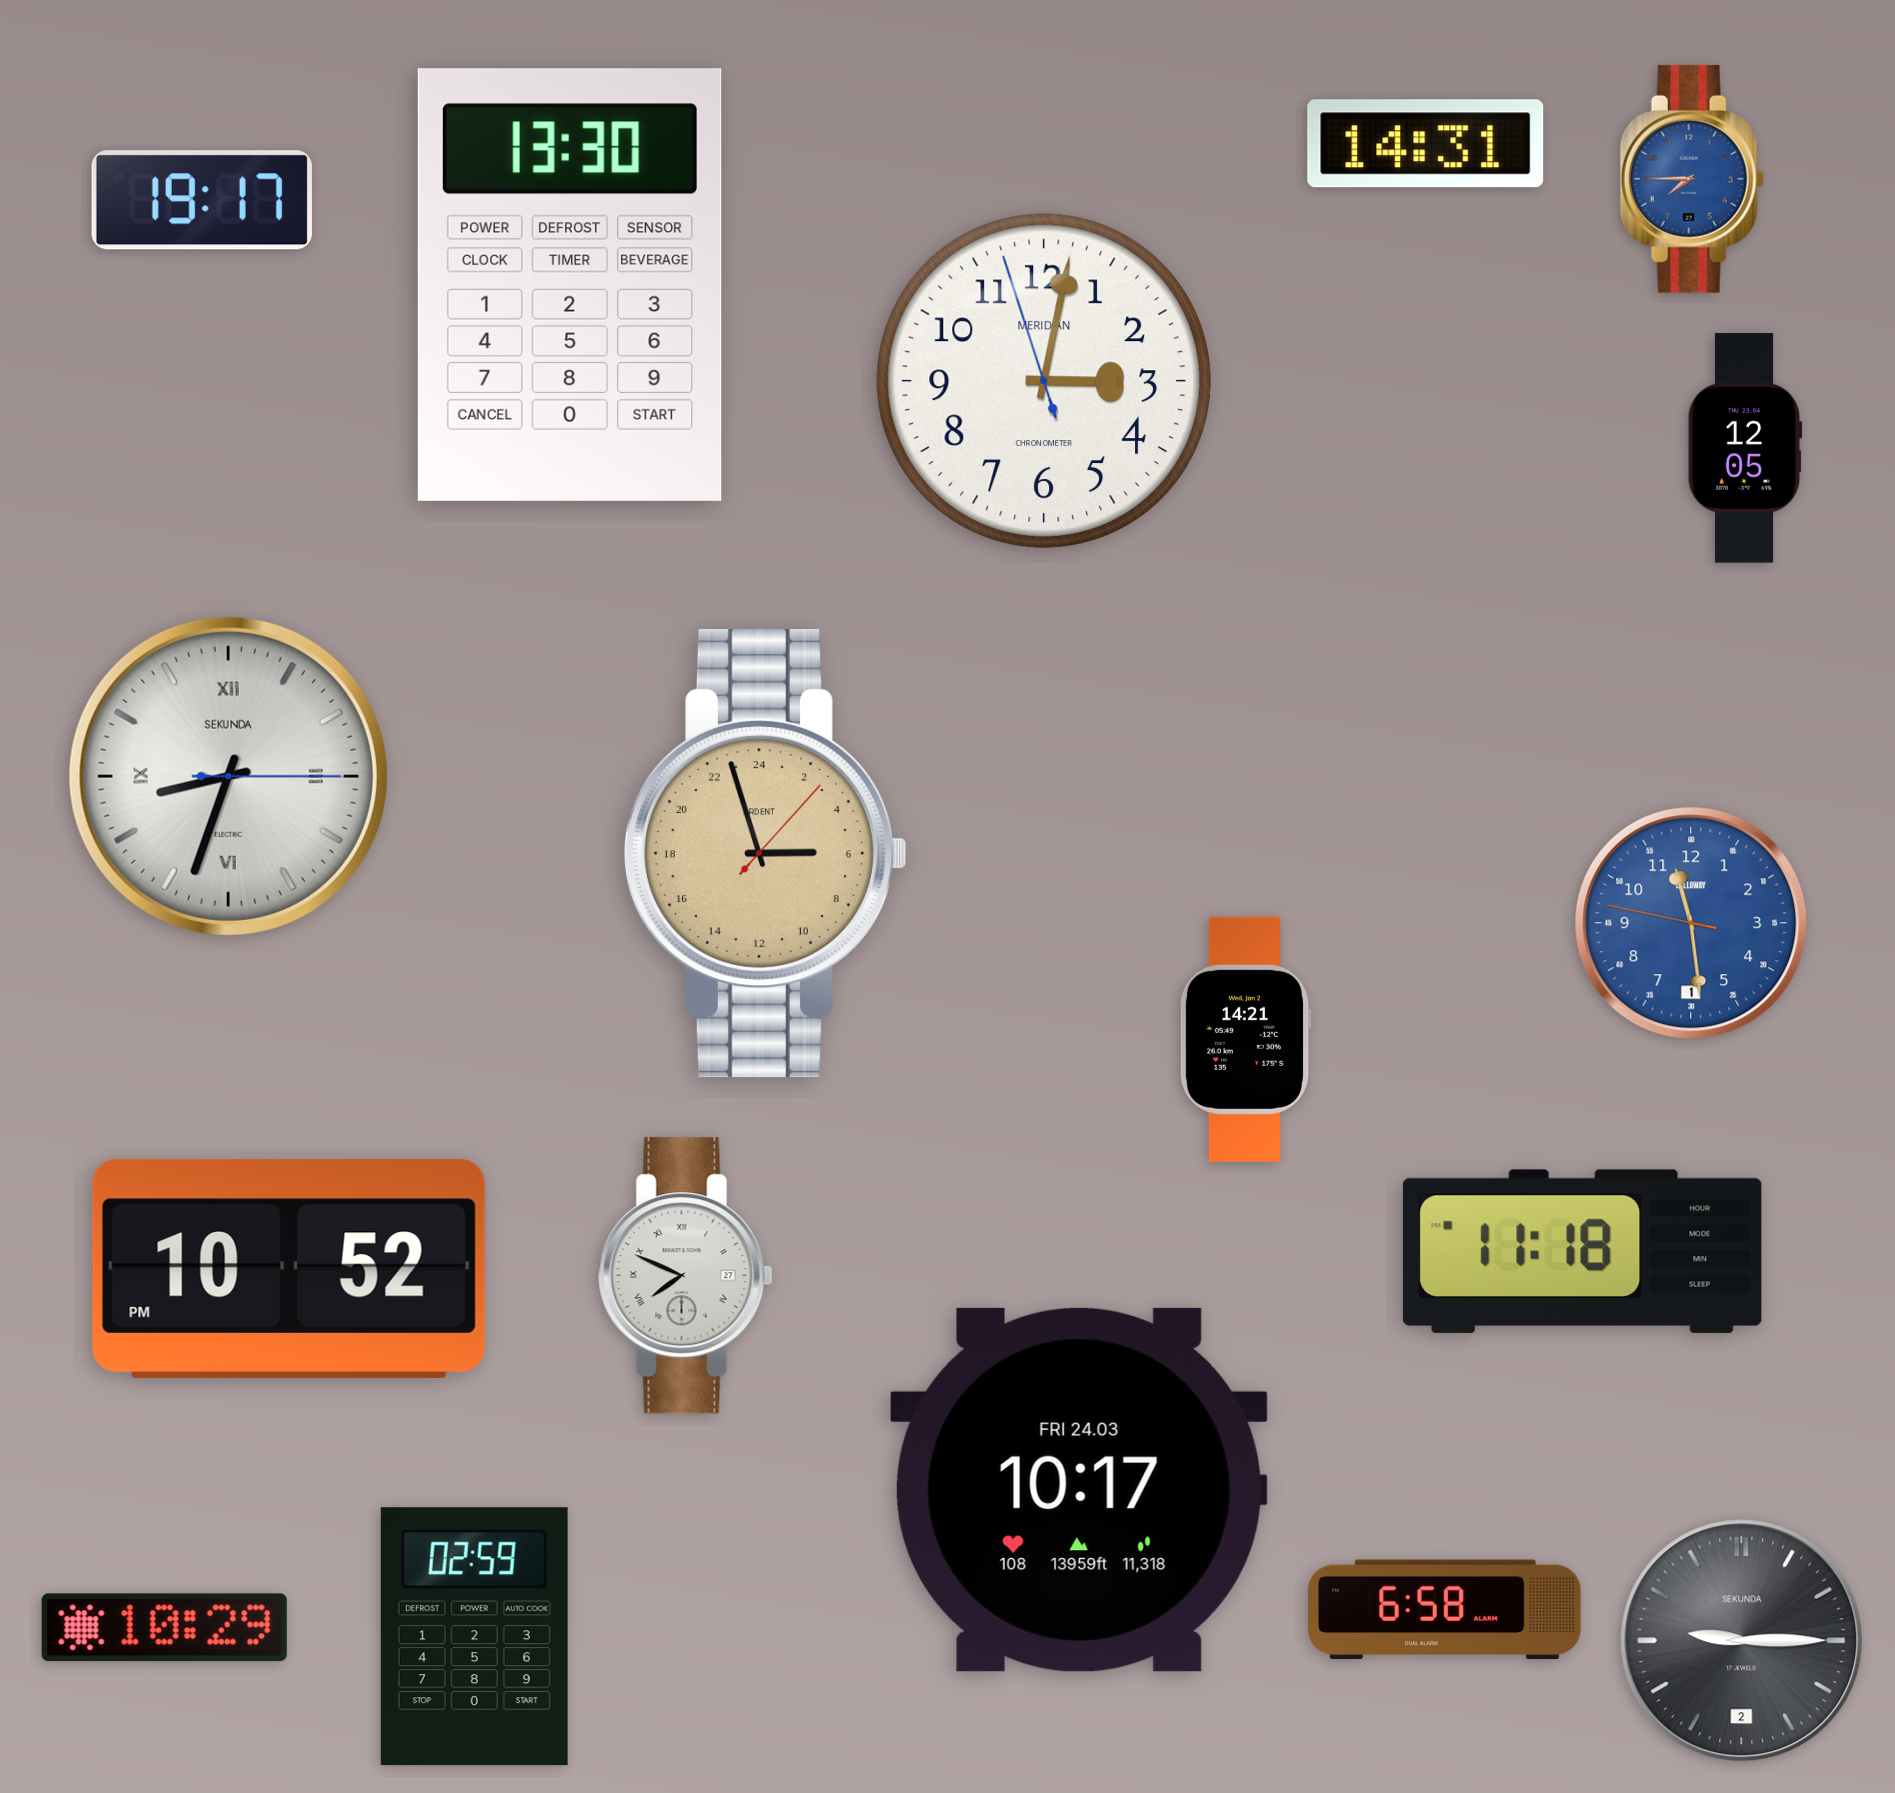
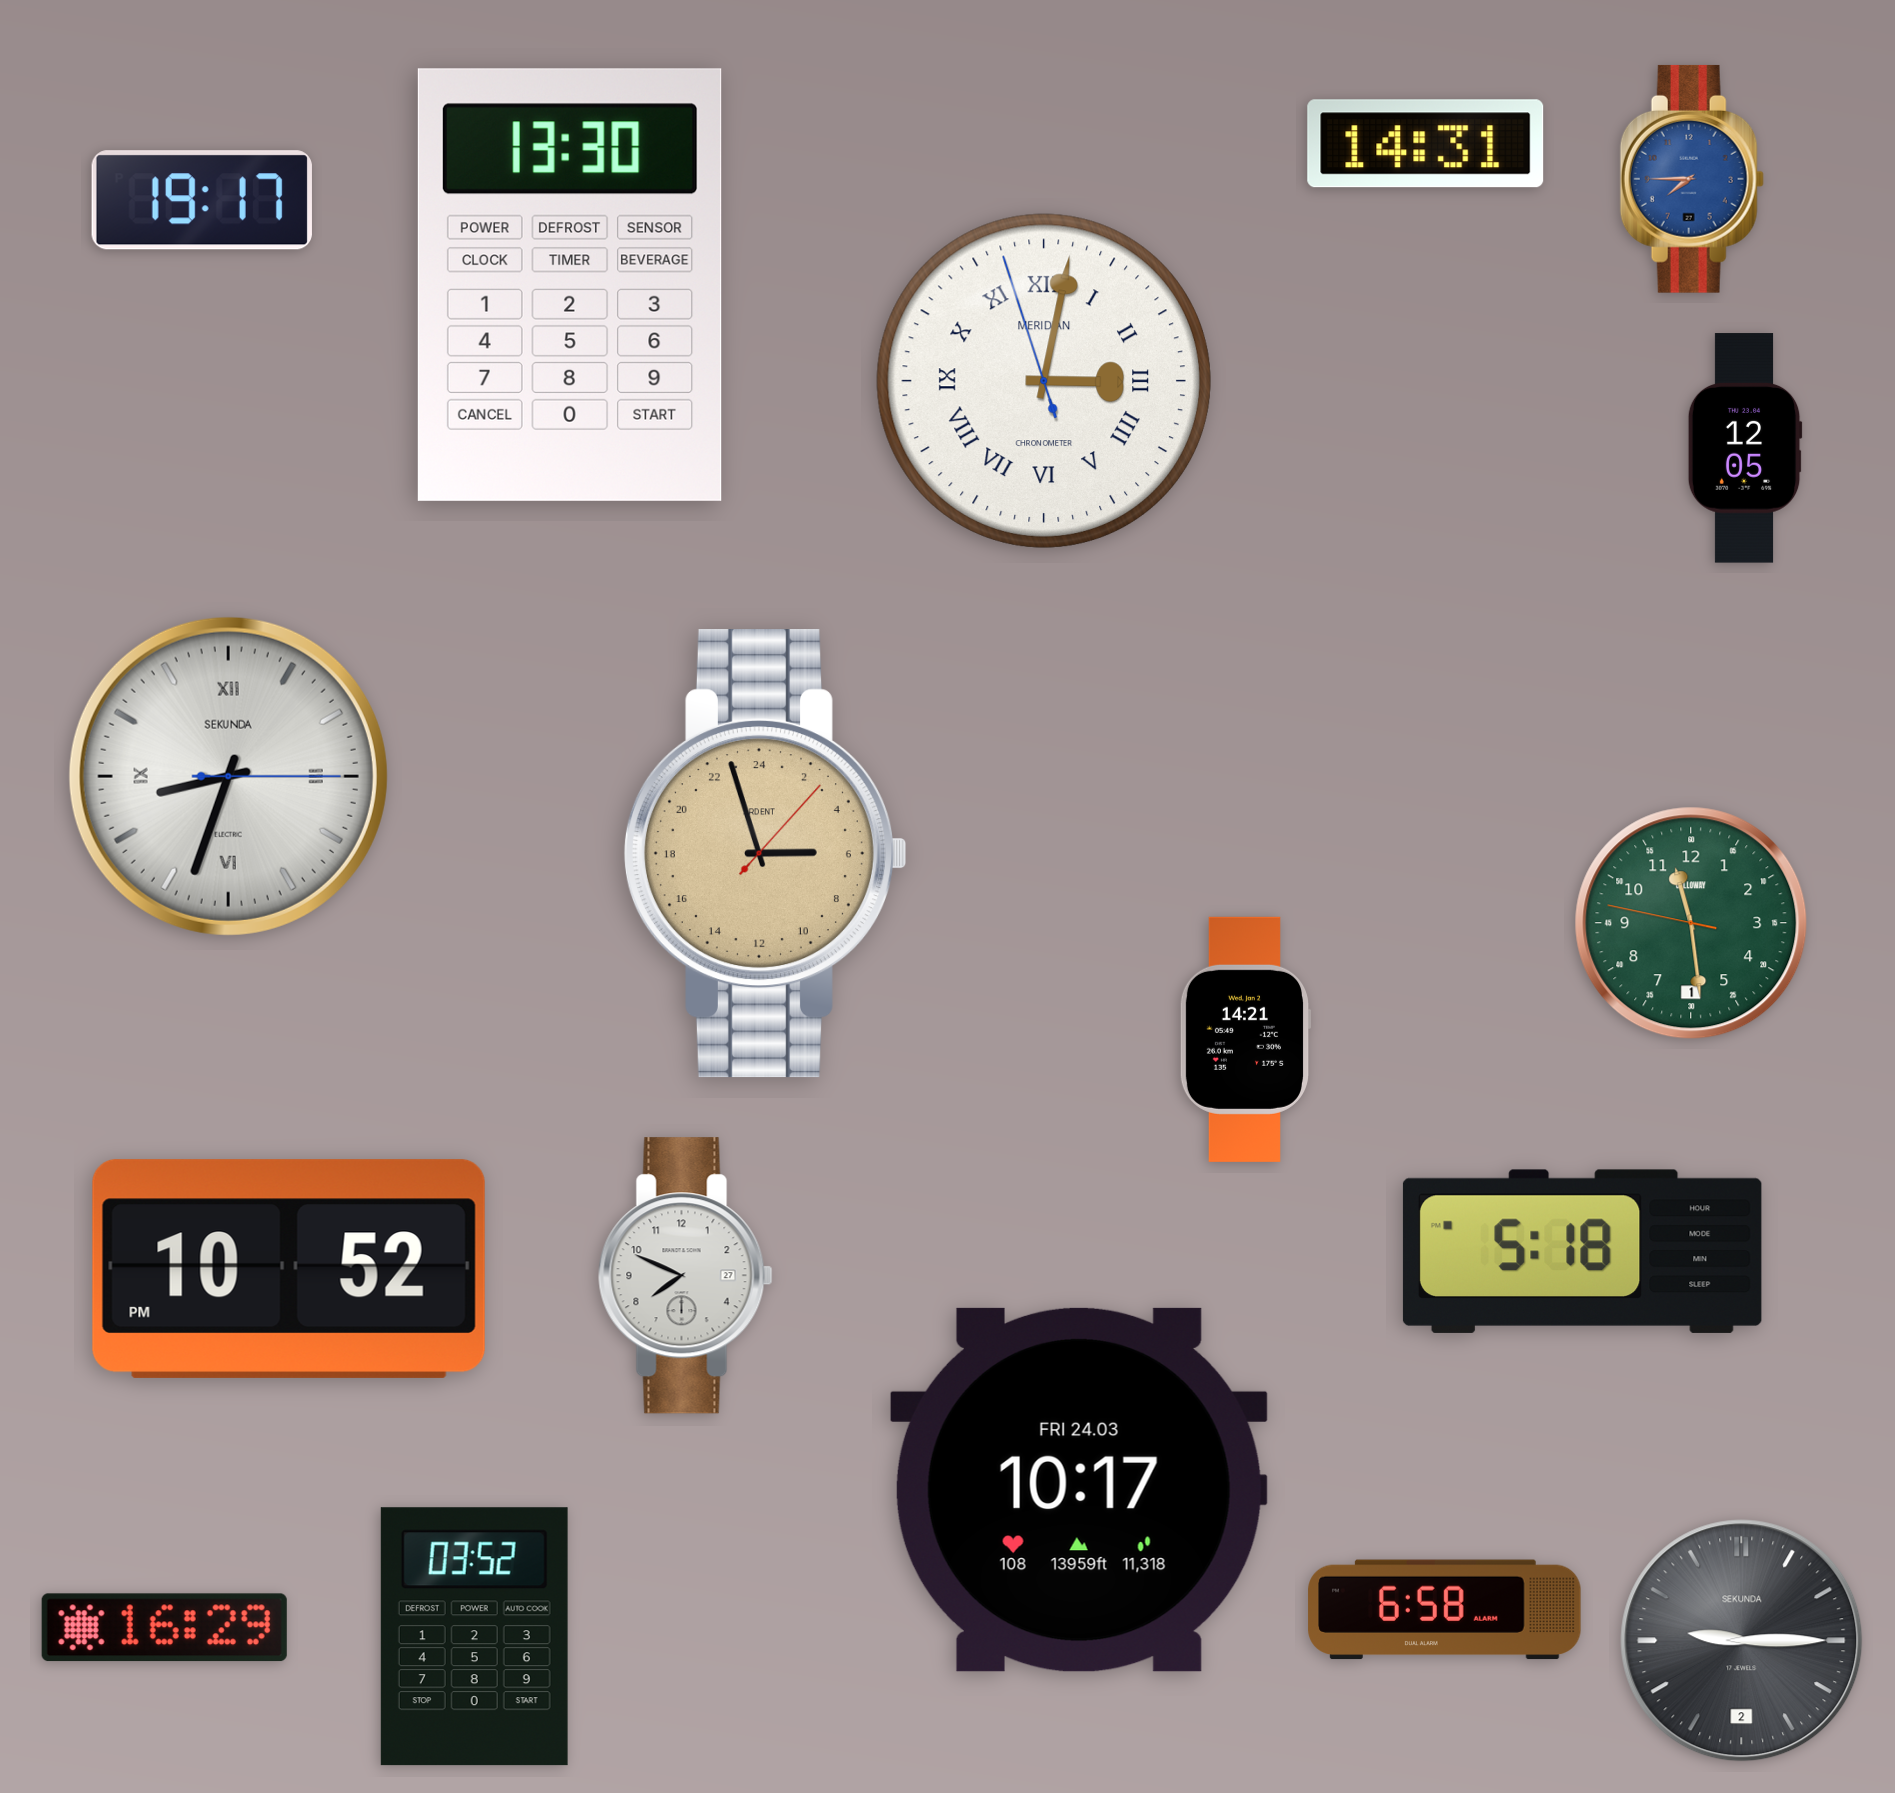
clock at (1044, 381) numerals: Arabic -> Roman
clock at (1691, 923) dial: blue -> green
clock at (1582, 1251): 11:18 -> 5:18
clock at (685, 1276) numerals: Roman -> Arabic
clock at (164, 1628): 10:29 -> 16:29
clock at (474, 1637): 02:59 -> 03:52
